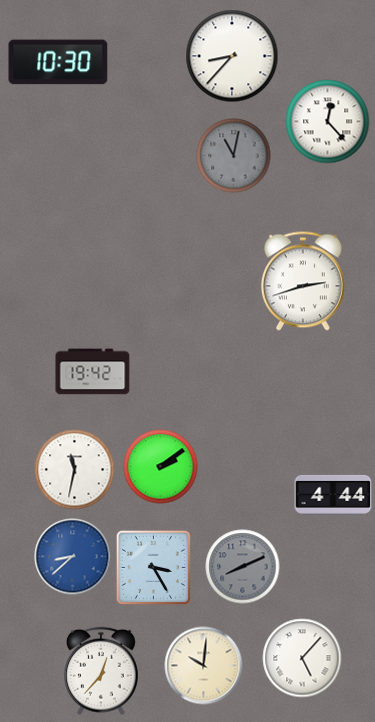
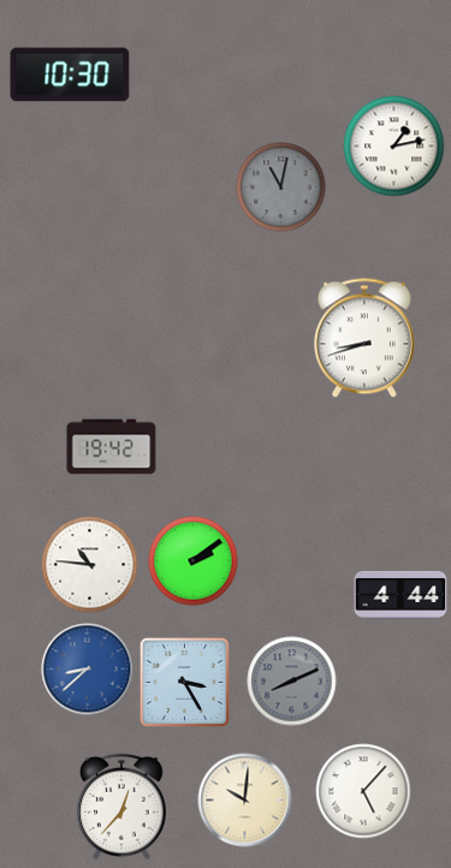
clock at (232, 56): 8:37 -> none
clock at (328, 122): 12:23 -> 1:13
clock at (303, 281): 2:42 -> 8:42
clock at (75, 470): 11:32 -> 10:46
